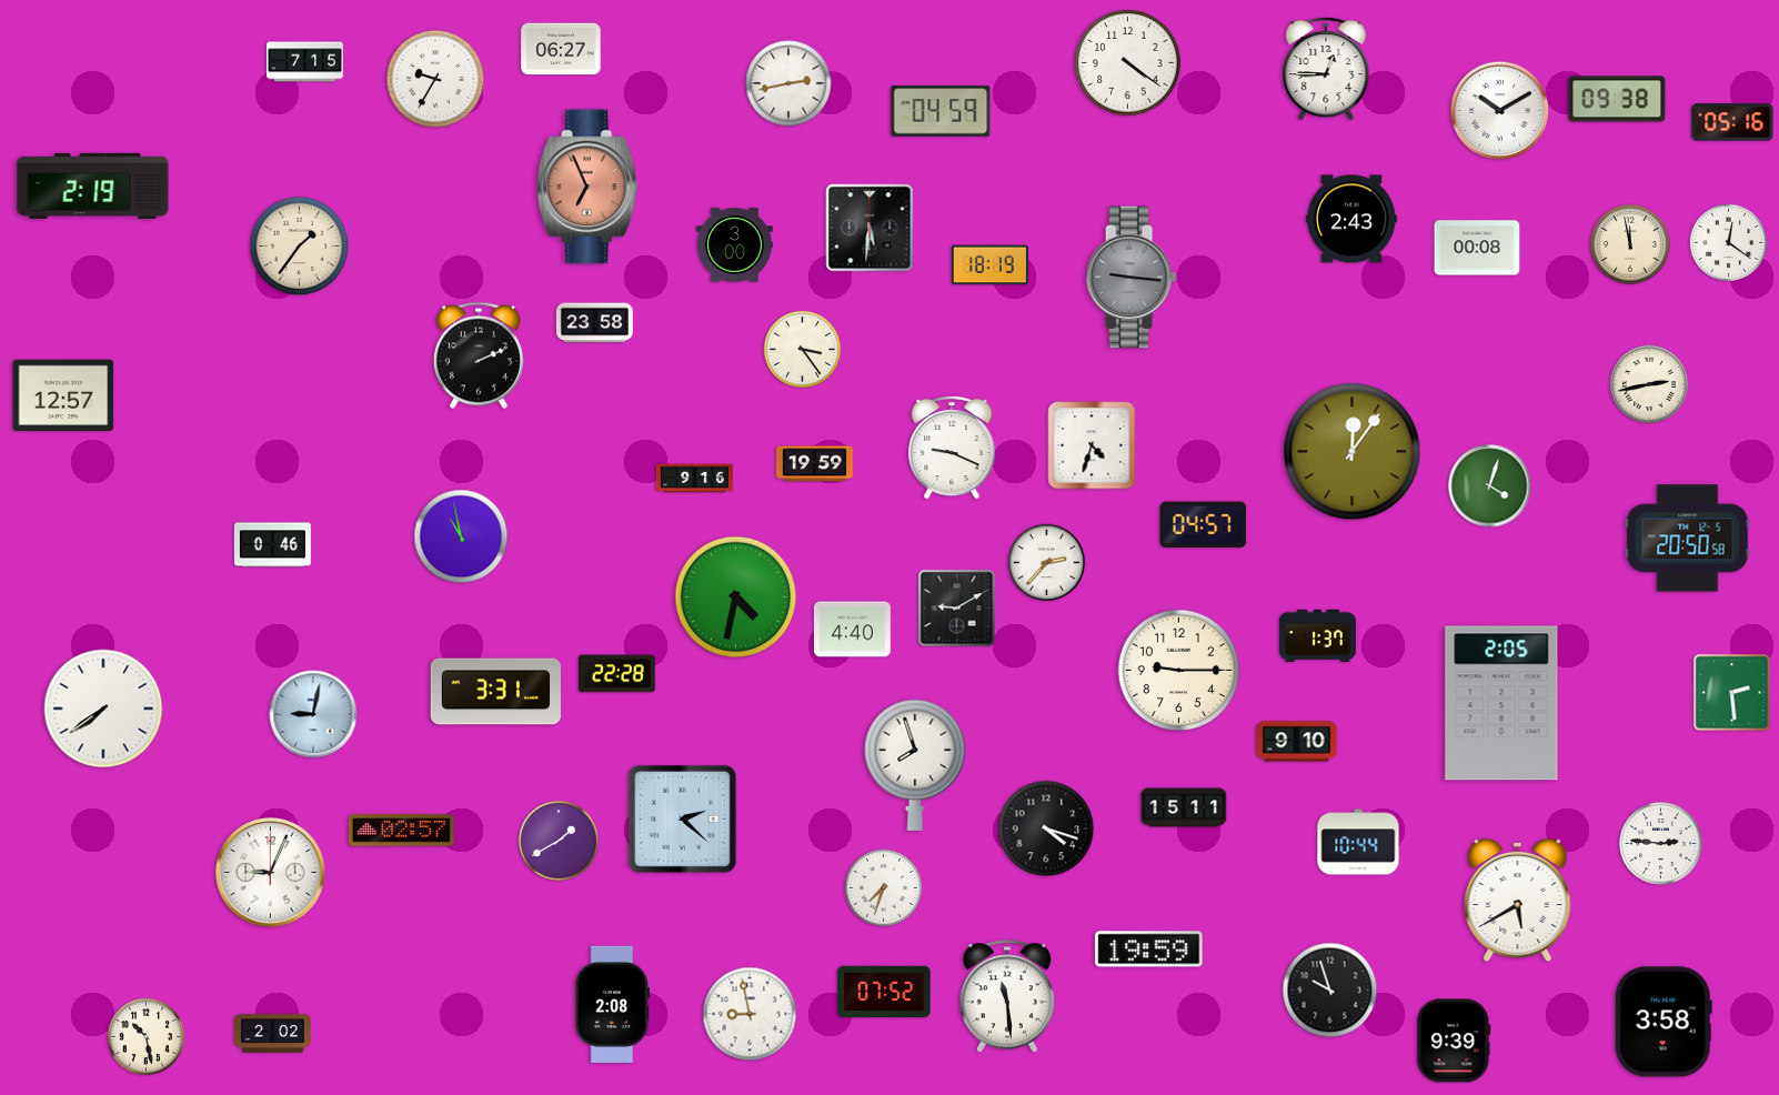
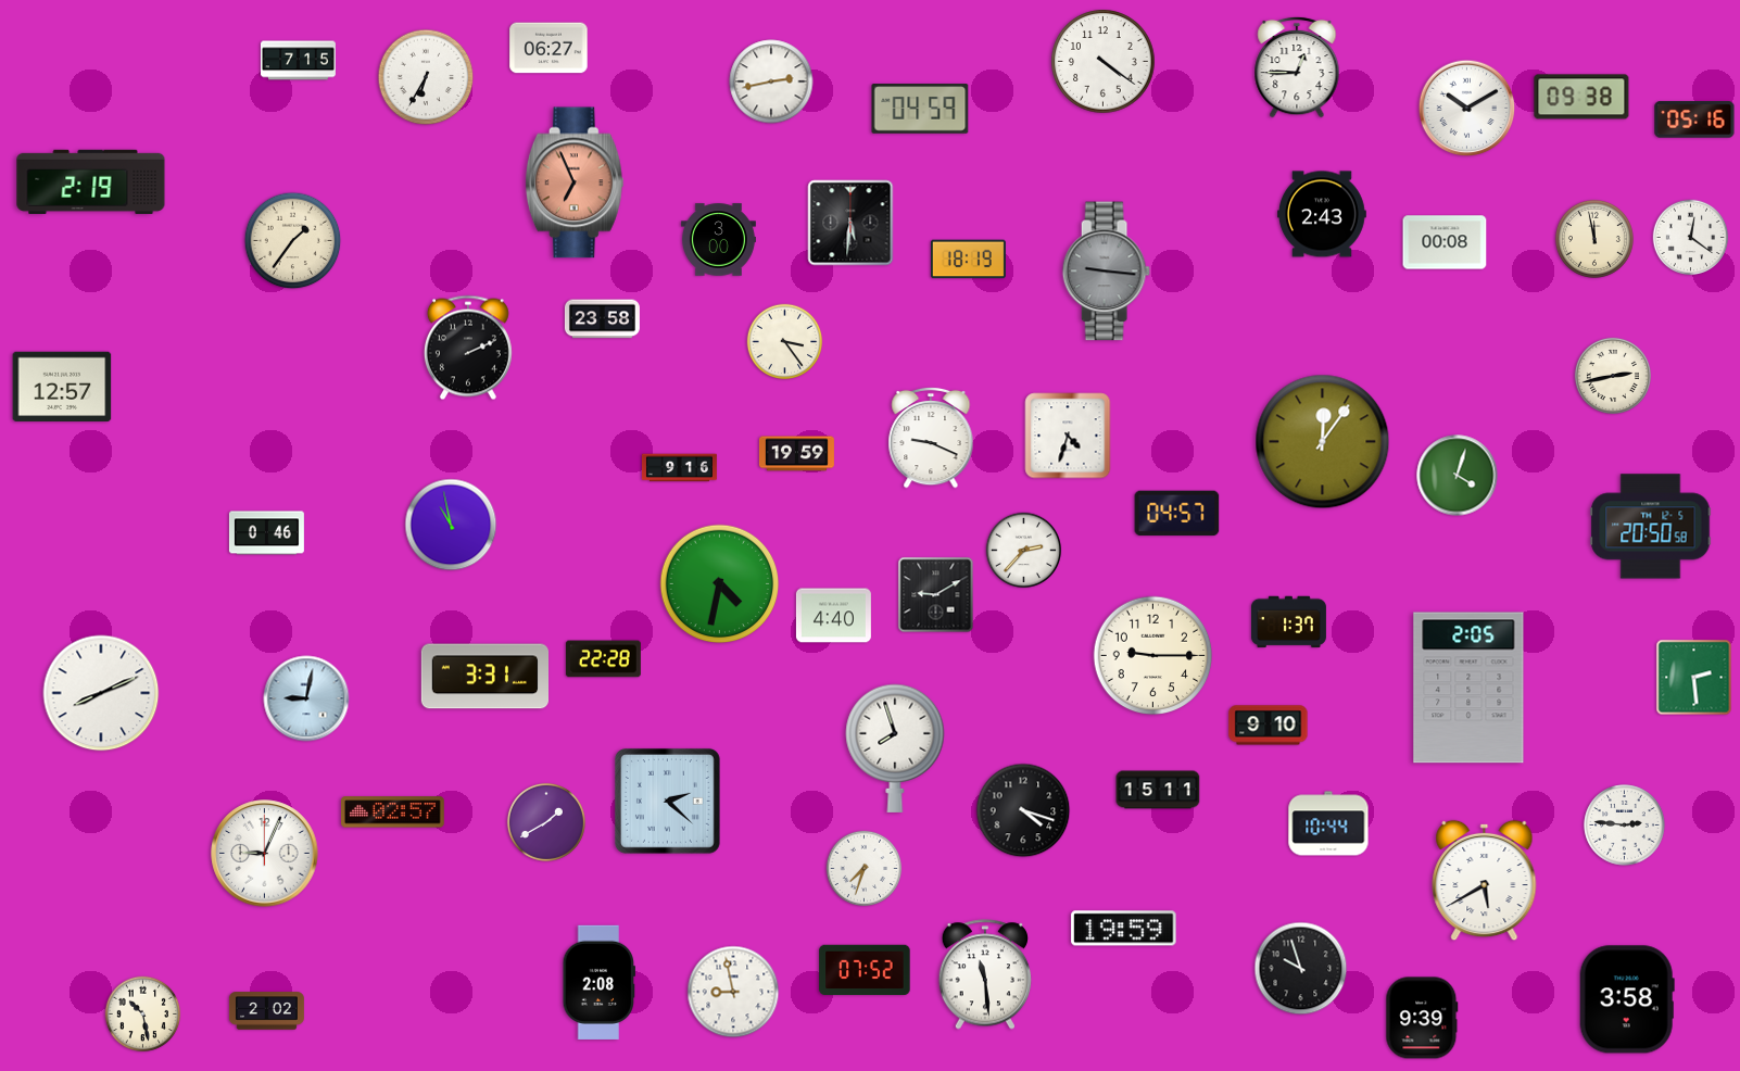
clock at (435, 79): 9:35 -> 6:35
clock at (594, 323) position: (594, 323) -> (602, 319)
clock at (103, 709): 7:39 -> 8:11
